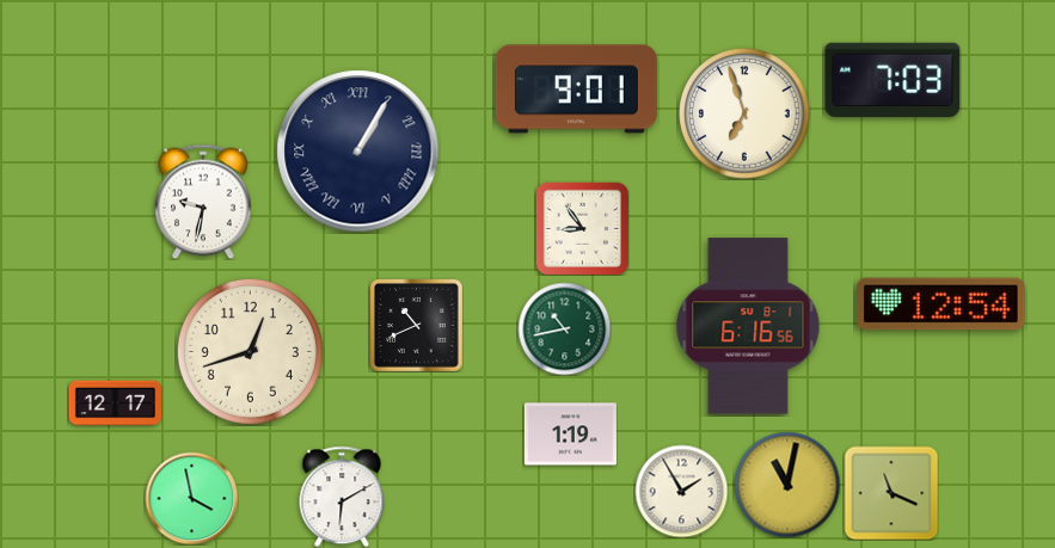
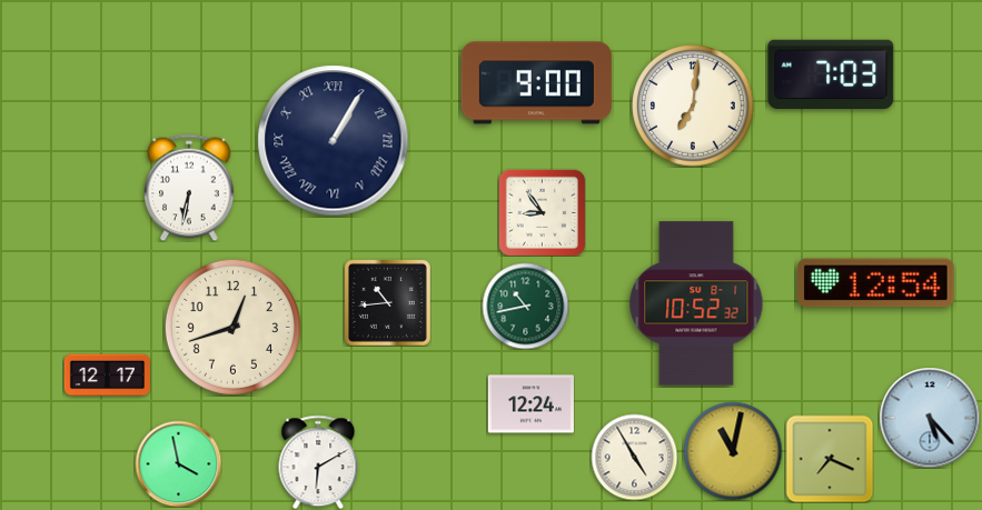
clock at (576, 90): 9:01 -> 9:00
clock at (744, 113): 6:57 -> 7:01
clock at (203, 202): 9:32 -> 6:32
clock at (416, 325): 10:41 -> 10:44
clock at (748, 326): 6:16 -> 10:52
clock at (570, 435): 1:19 -> 12:24
clock at (930, 418): none -> 5:23
clock at (681, 491): 1:55 -> 4:55
clock at (891, 493): 11:19 -> 7:19
